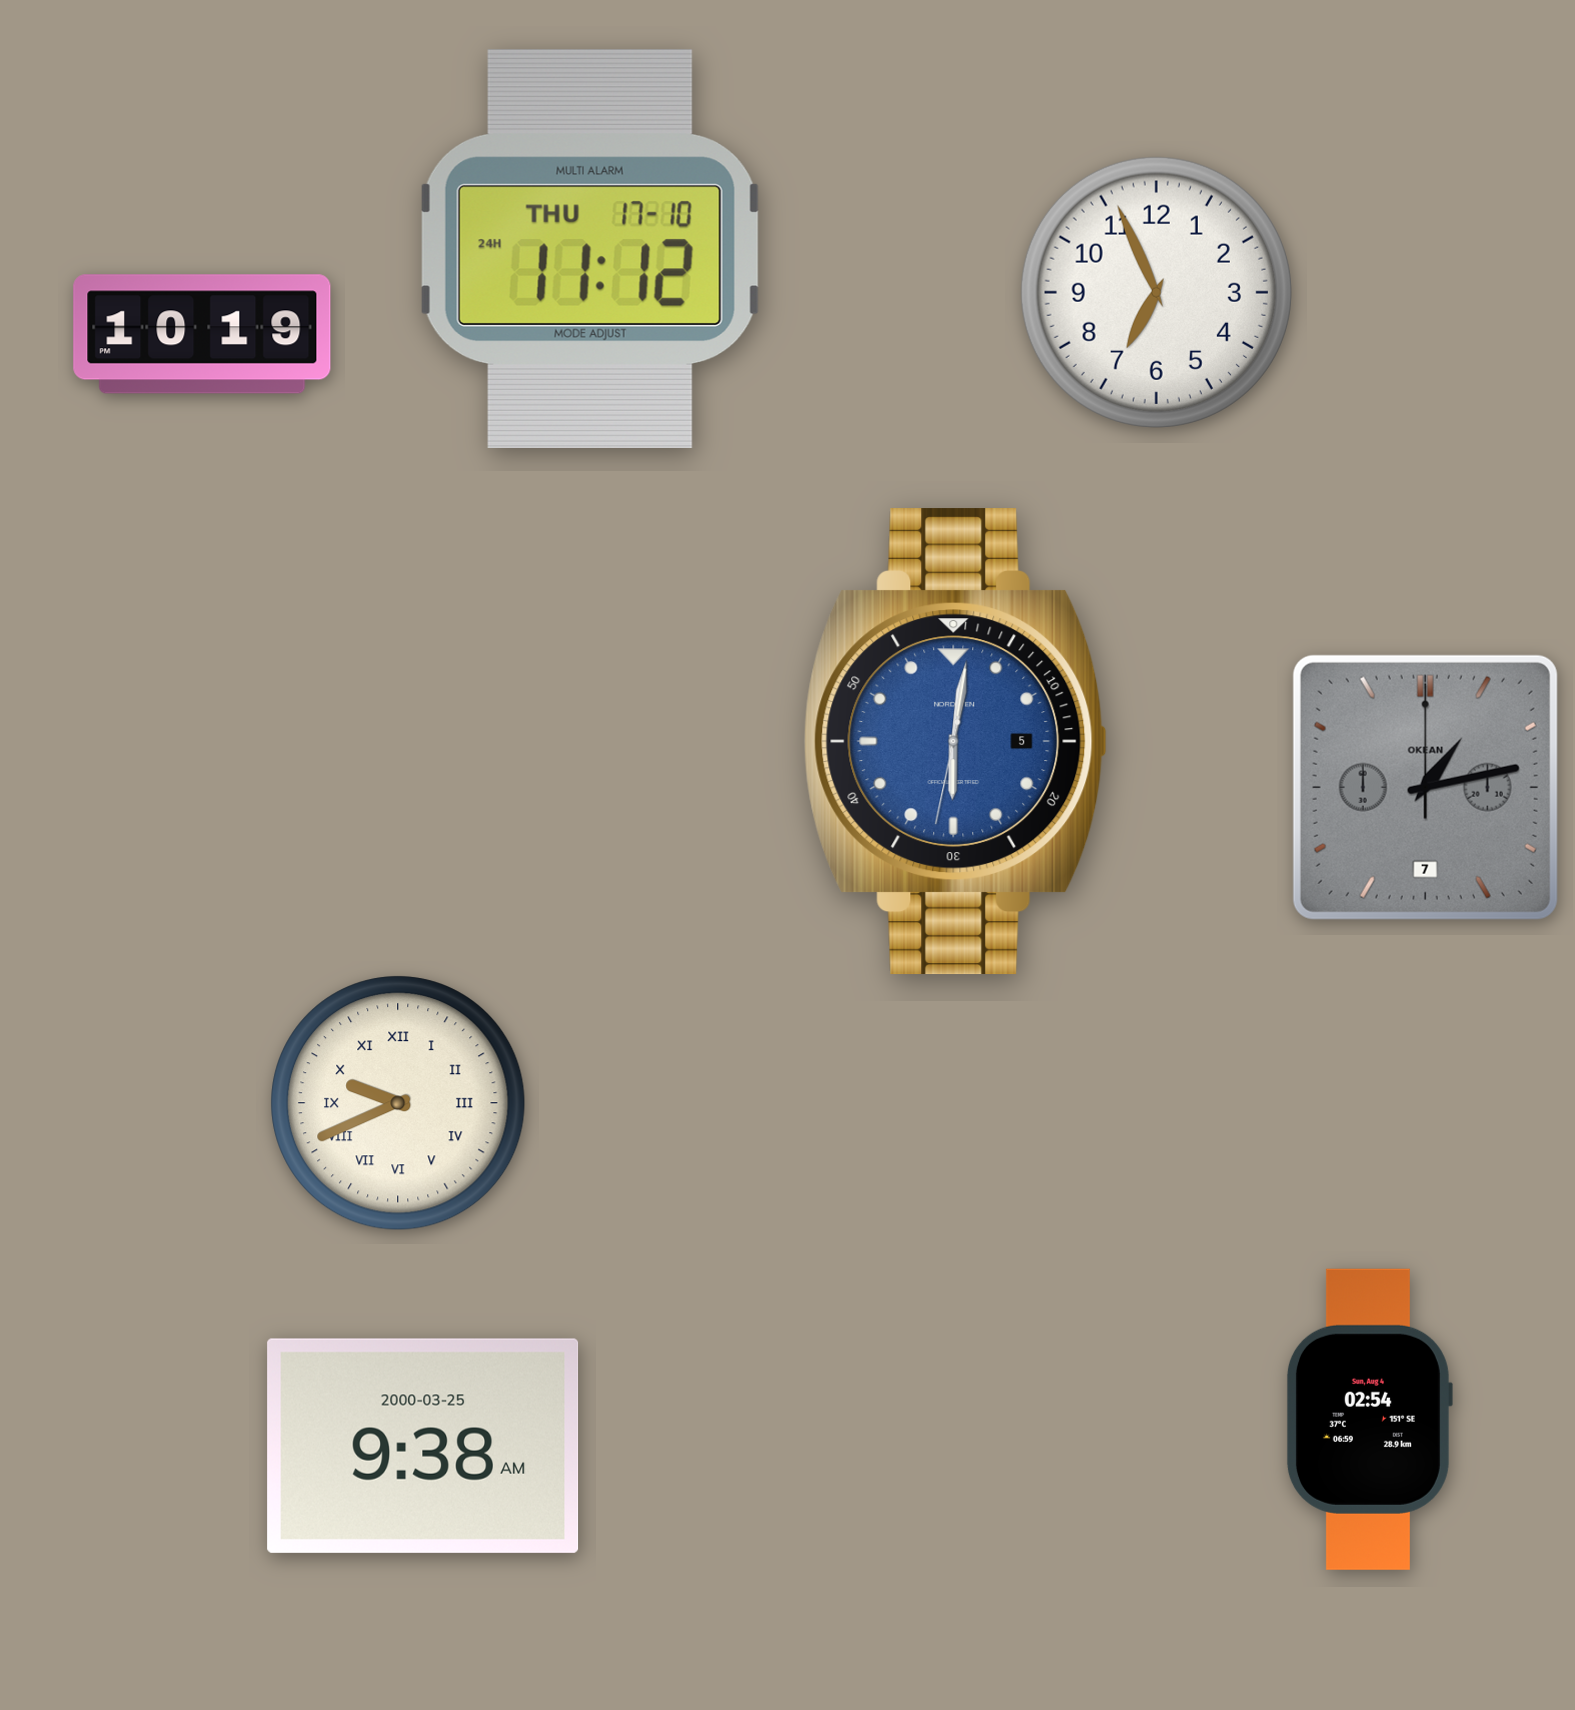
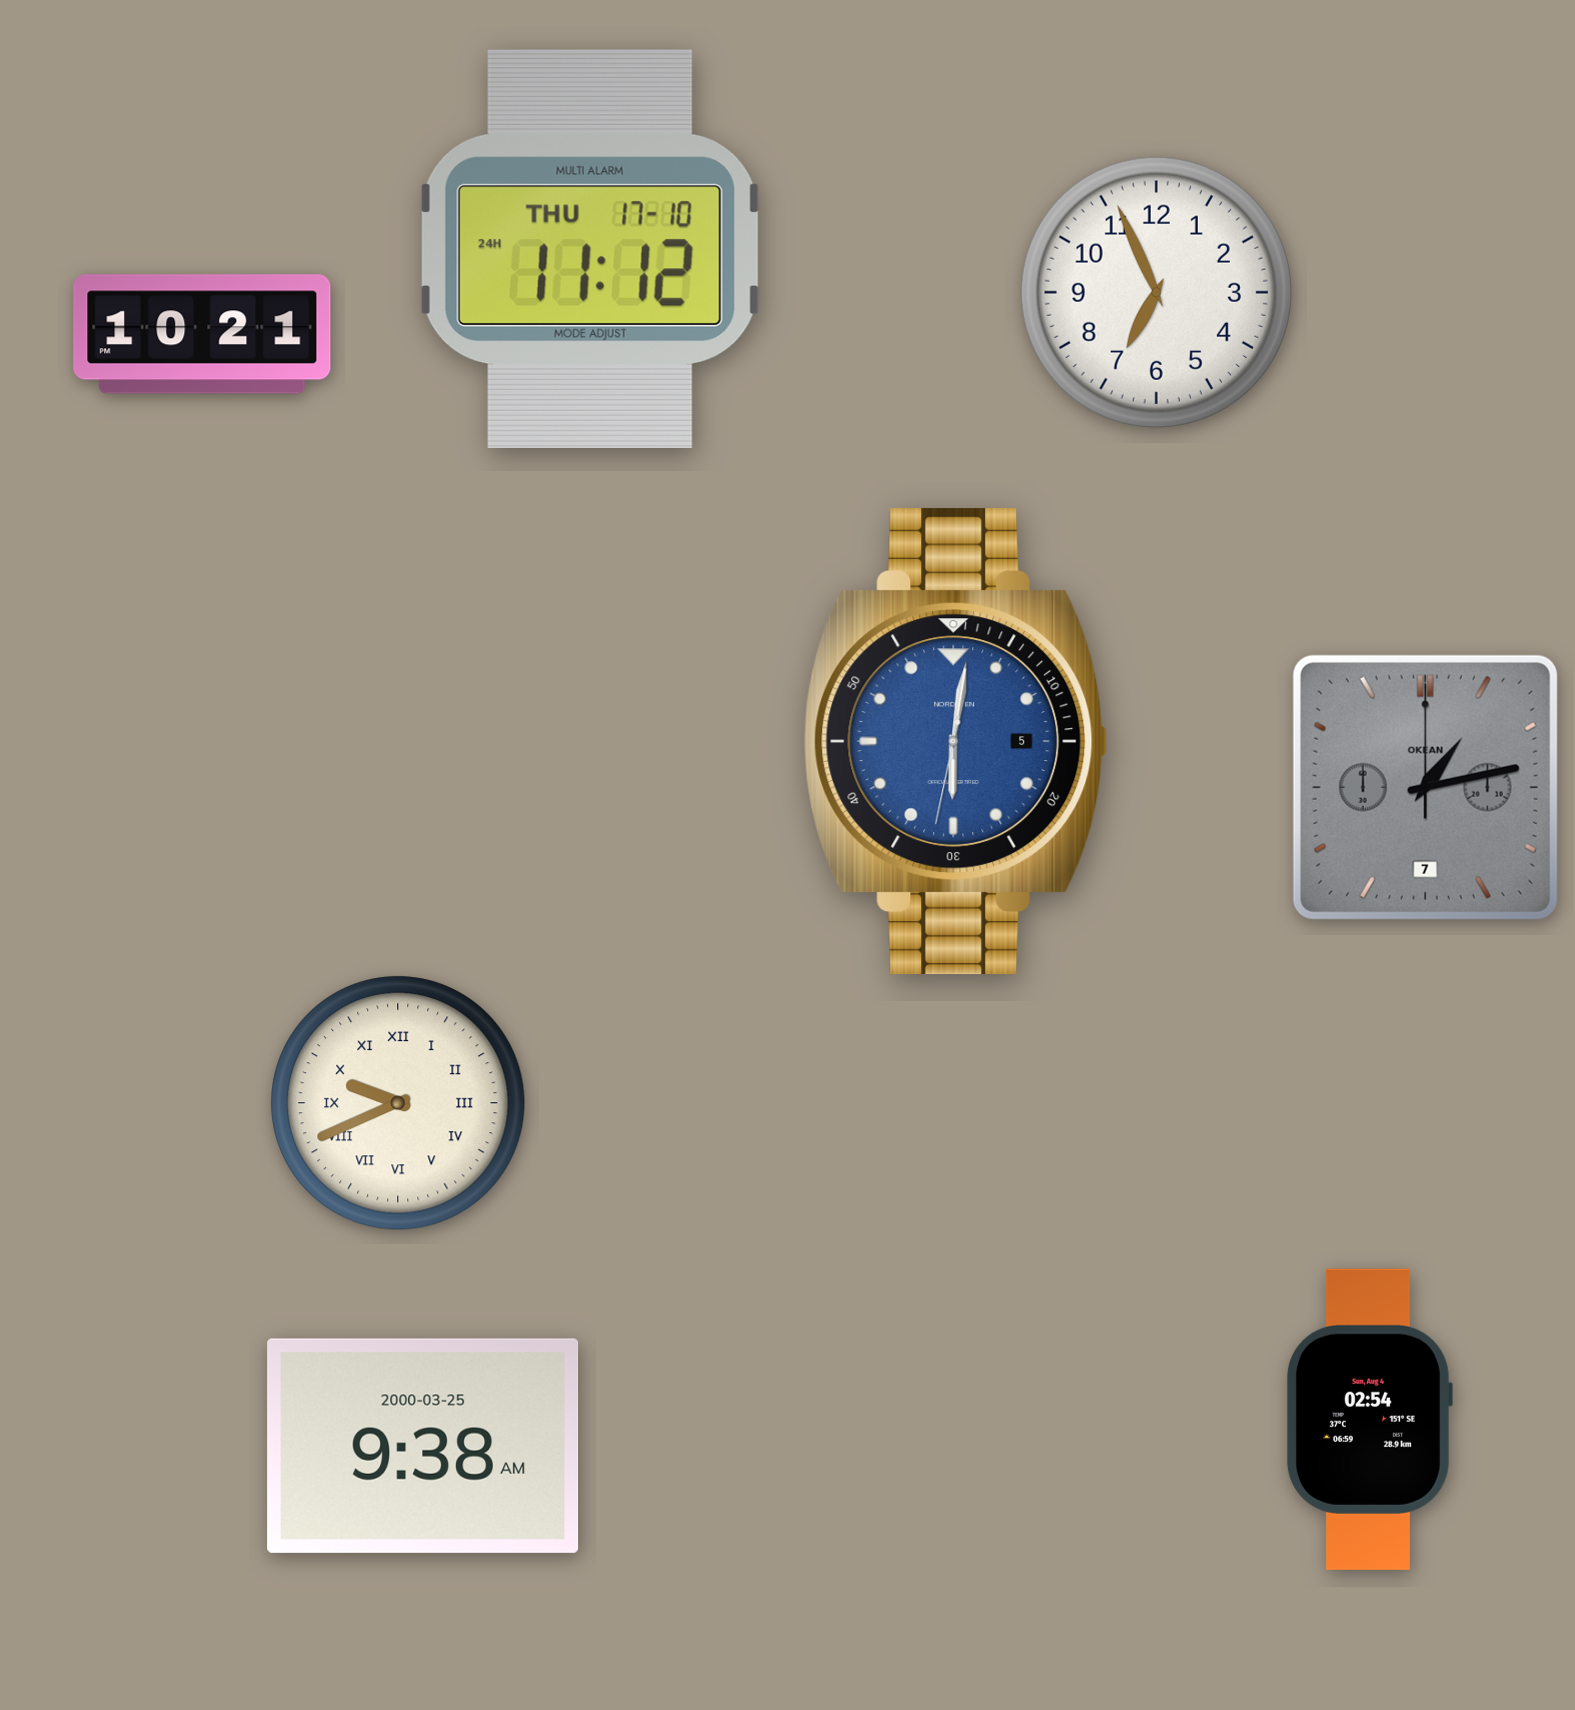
clock at (202, 334): 10:19 -> 10:21
